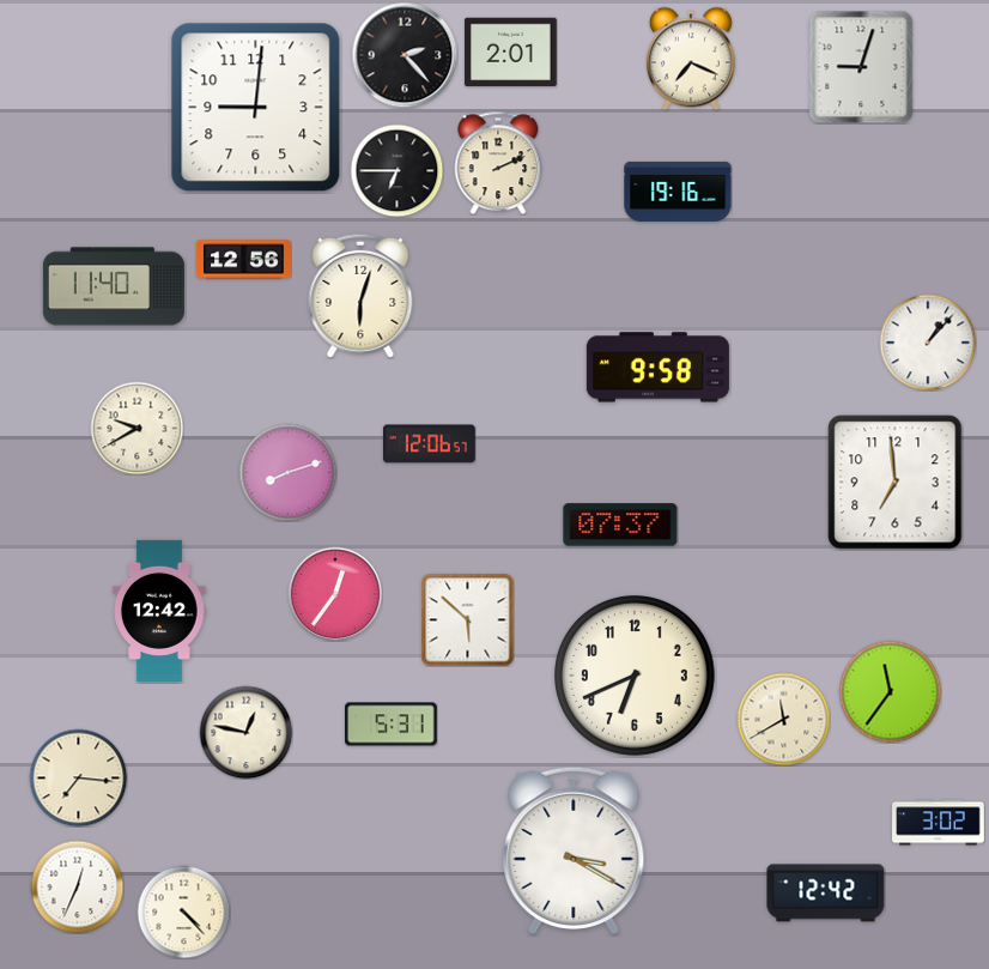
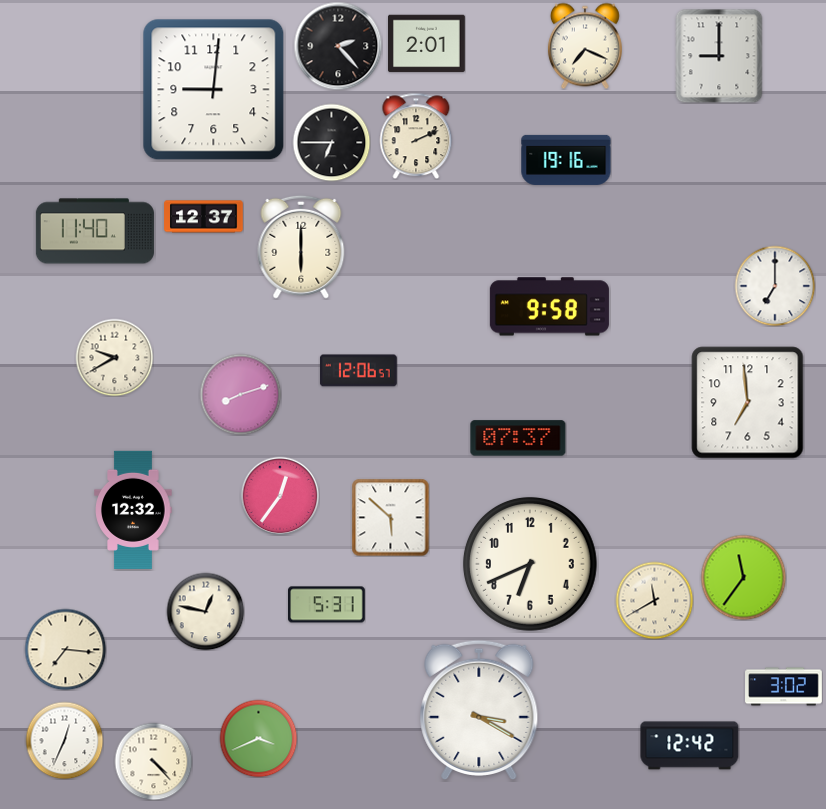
clock at (691, 59) position: (691, 59) -> (585, 46)
clock at (861, 67): 9:03 -> 9:00
clock at (244, 260): 12:56 -> 12:37
clock at (114, 286) position: (114, 286) -> (95, 231)
clock at (360, 296): 6:03 -> 6:00
clock at (928, 343): 1:07 -> 7:00
clock at (159, 611): 12:42 -> 12:32
clock at (258, 738): none -> 3:41
